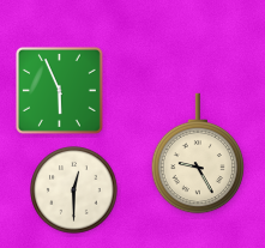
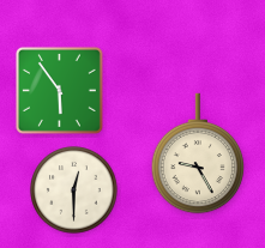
clock at (59, 90): 5:56 -> 5:54
